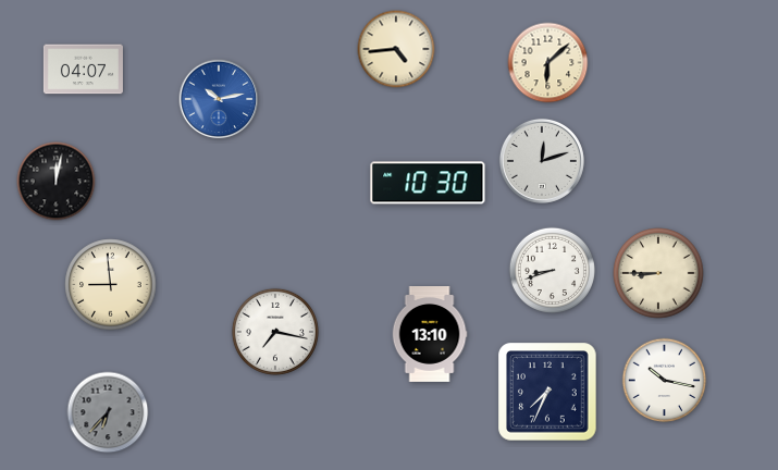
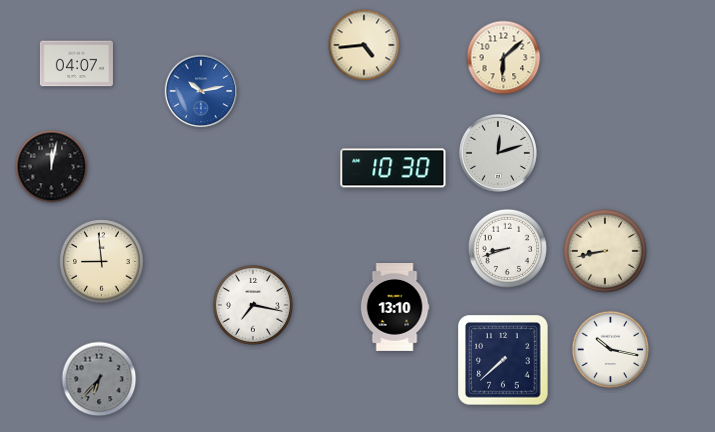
clock at (542, 161) position: (542, 161) -> (498, 153)
clock at (658, 273): 8:45 -> 8:43
clock at (547, 392): 7:34 -> 7:38
